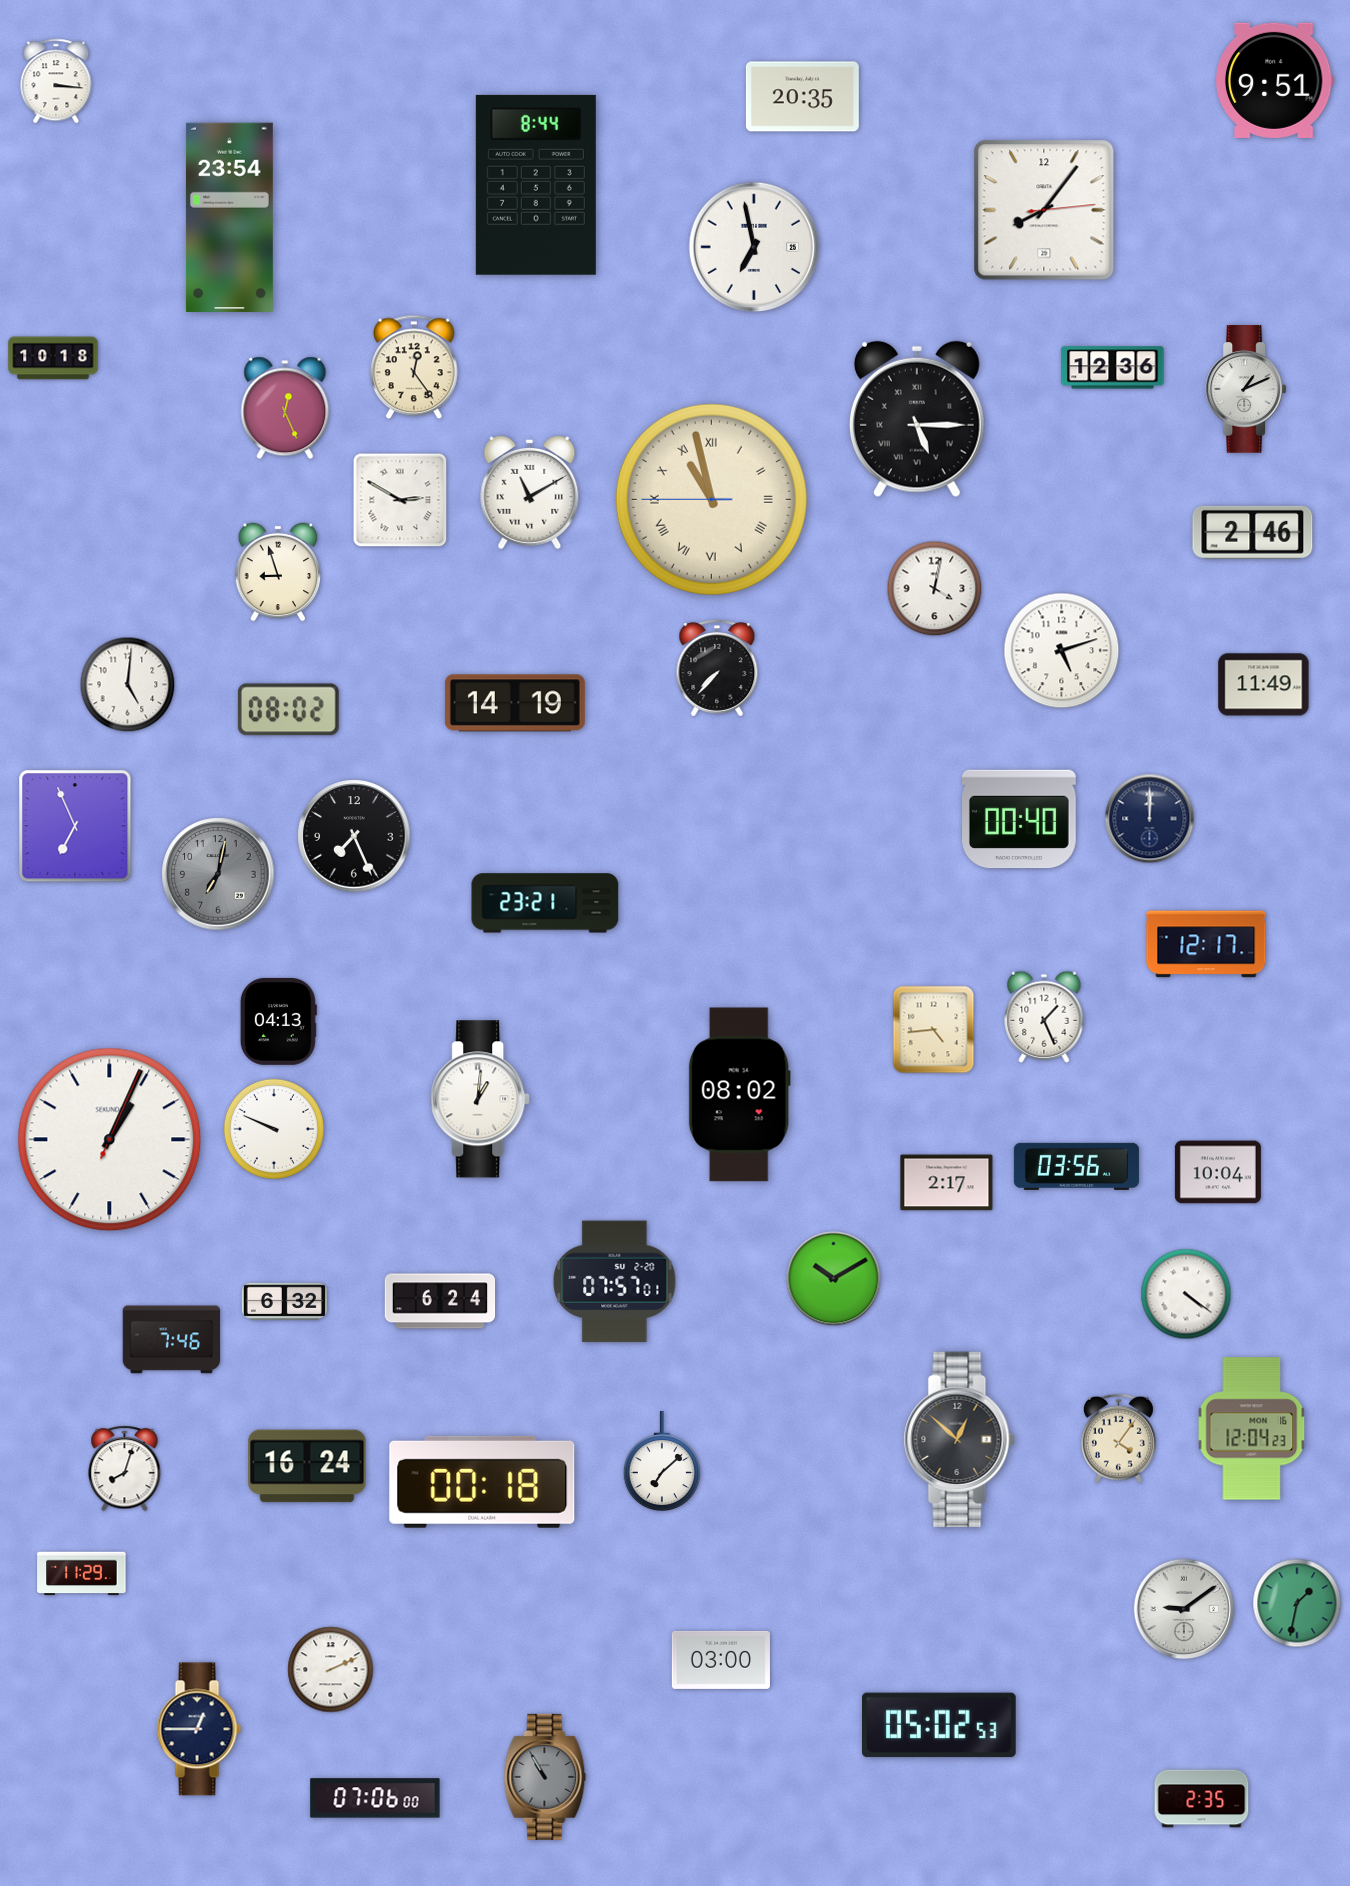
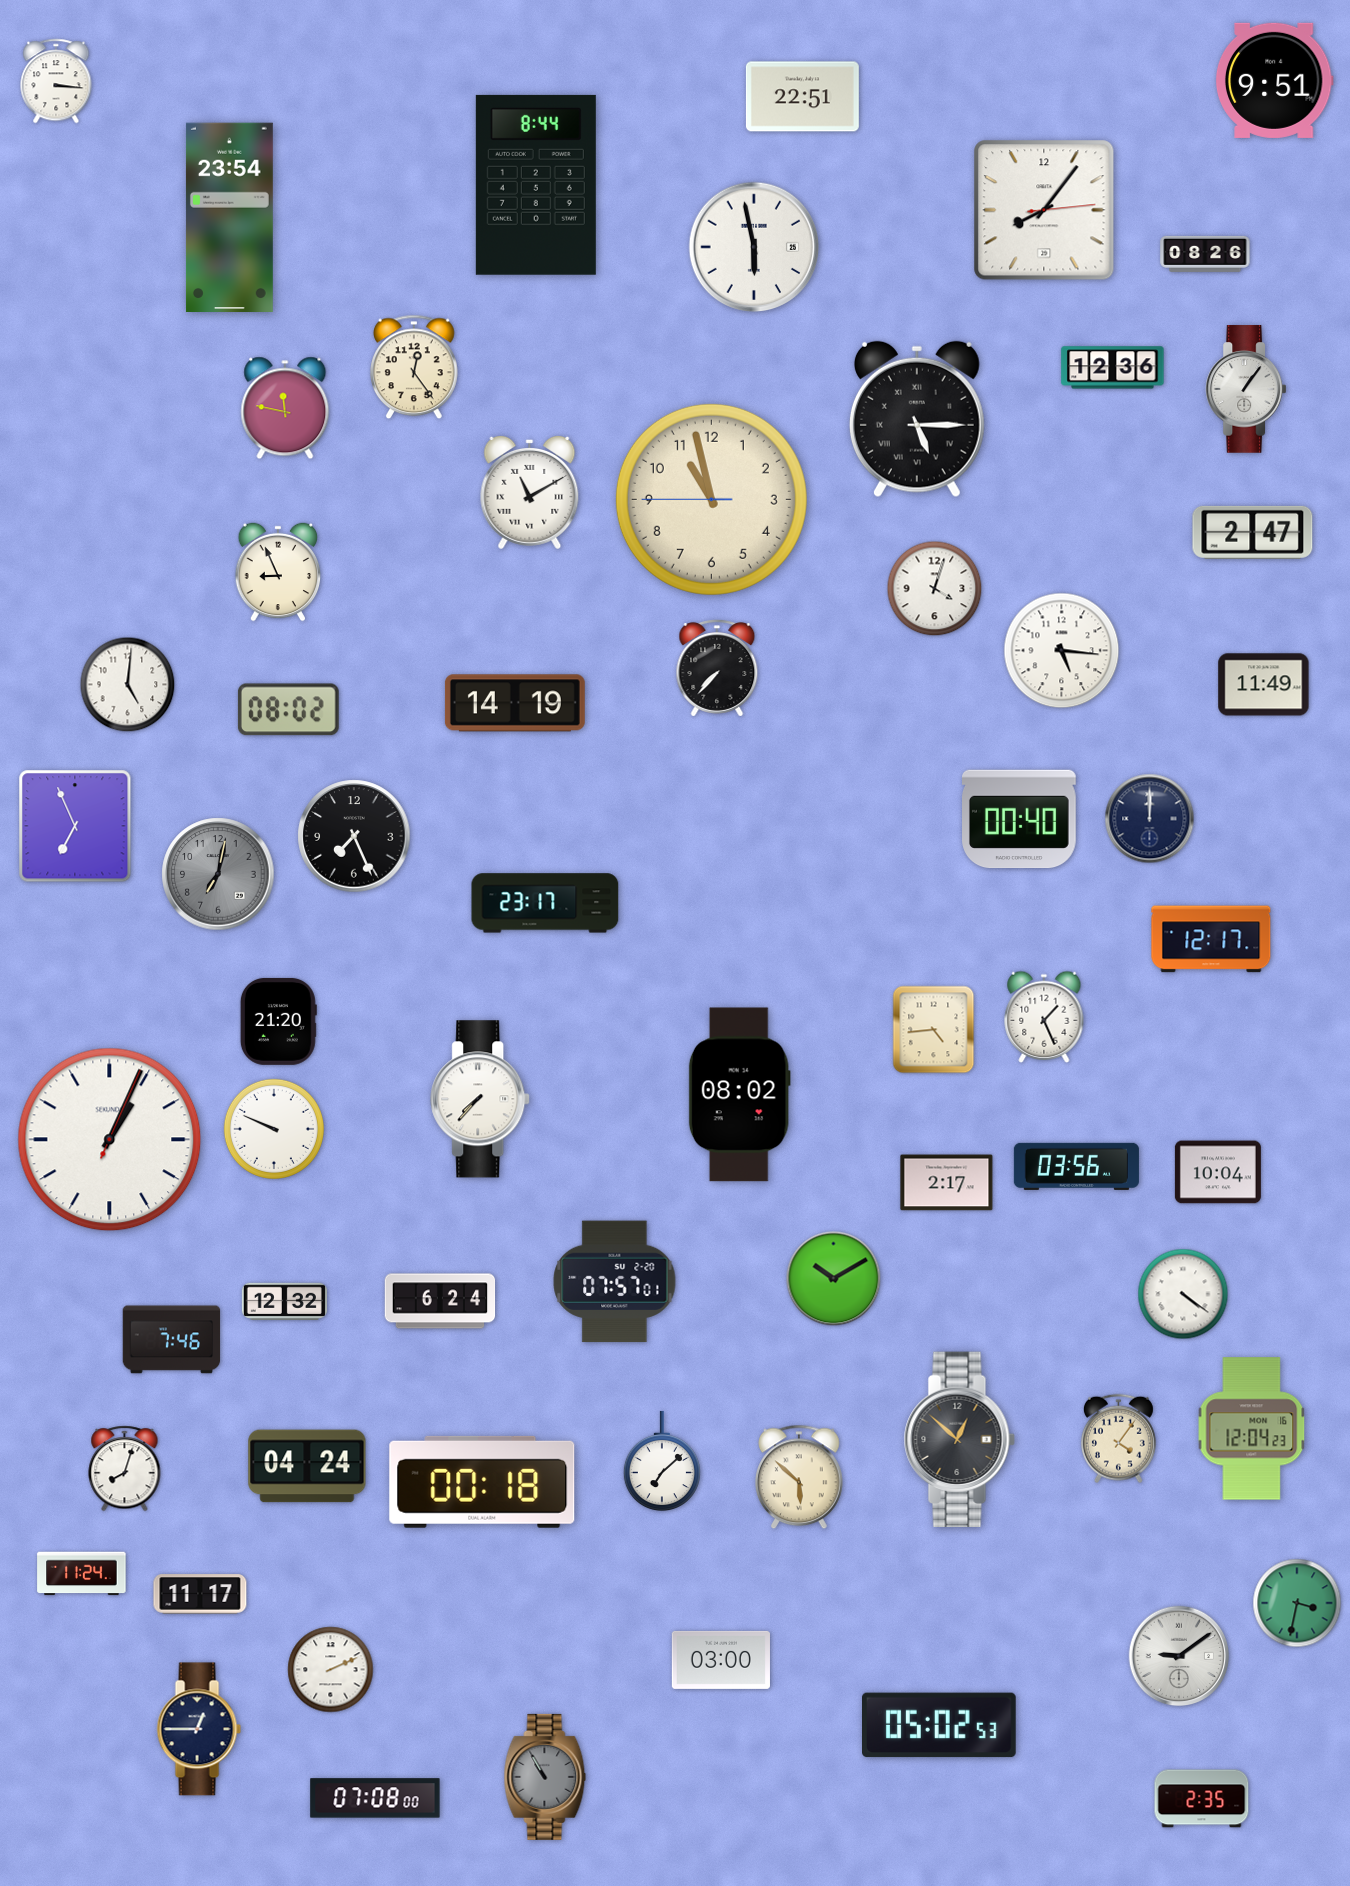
clock at (802, 97): 20:35 -> 22:51
clock at (754, 247): 6:58 -> 5:58
clock at (1205, 254): none -> 08:26
clock at (53, 358): 10:18 -> none
clock at (1246, 389): 1:11 -> 1:06
clock at (285, 408): 12:26 -> 11:47
clock at (711, 499) numerals: Roman -> Arabic
clock at (400, 500): 2:50 -> none
clock at (1253, 532): 2:46 -> 2:47
clock at (278, 572): 8:57 -> 8:56
clock at (935, 589): 4:02 -> 4:03
clock at (1062, 651): 5:12 -> 5:16
clock at (545, 903): 23:21 -> 23:17
clock at (1206, 944) position: (1206, 944) -> (1211, 939)
clock at (278, 1021): 04:13 -> 21:20
clock at (481, 1099): 1:01 -> 7:37
clock at (1186, 1294) position: (1186, 1294) -> (1183, 1294)
clock at (284, 1302): 6:32 -> 12:32
clock at (307, 1466): 16:24 -> 04:24
clock at (800, 1477): none -> 5:52
clock at (82, 1574): 11:29 -> 11:24
clock at (200, 1594): none -> 11:17
clock at (1297, 1603): 1:32 -> 3:32
clock at (1184, 1609) position: (1184, 1609) -> (1179, 1656)
clock at (375, 1798): 07:06 -> 07:08
